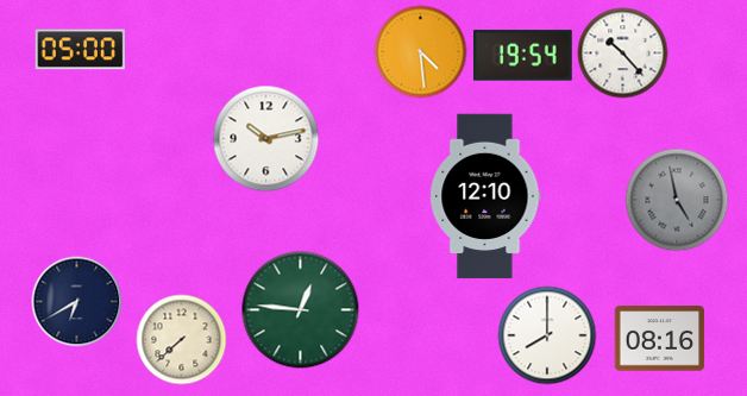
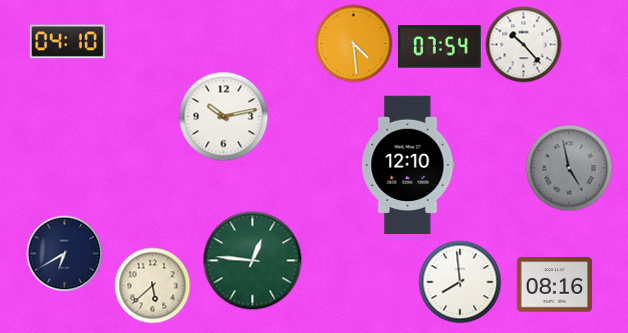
clock at (80, 50): 05:00 -> 04:10
clock at (522, 56): 19:54 -> 07:54
clock at (547, 335): 8:00 -> 7:59
clock at (182, 340): 7:38 -> 5:38
